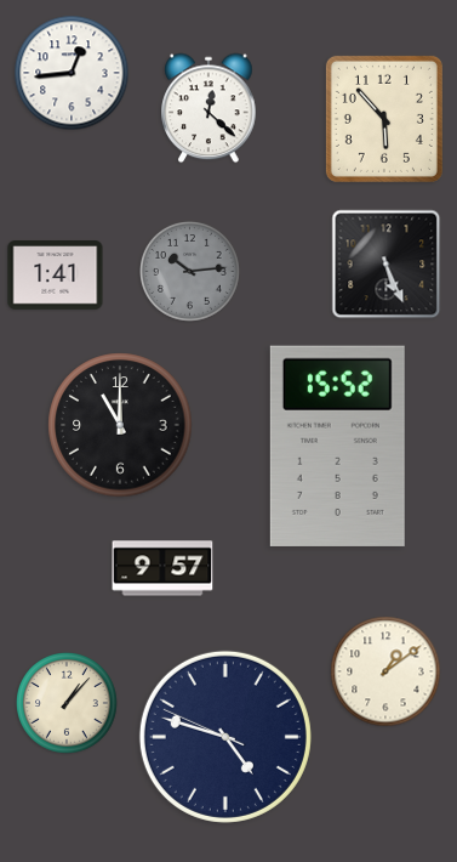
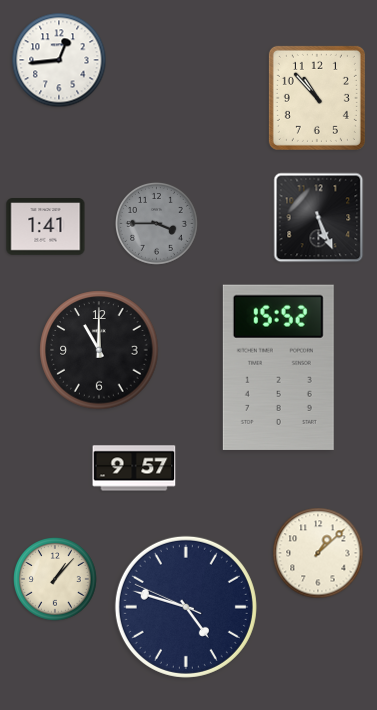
clock at (208, 108): 12:22 -> none
clock at (384, 119): 5:53 -> 10:53
clock at (190, 272): 10:14 -> 3:45
clock at (385, 671): 1:09 -> 1:08
